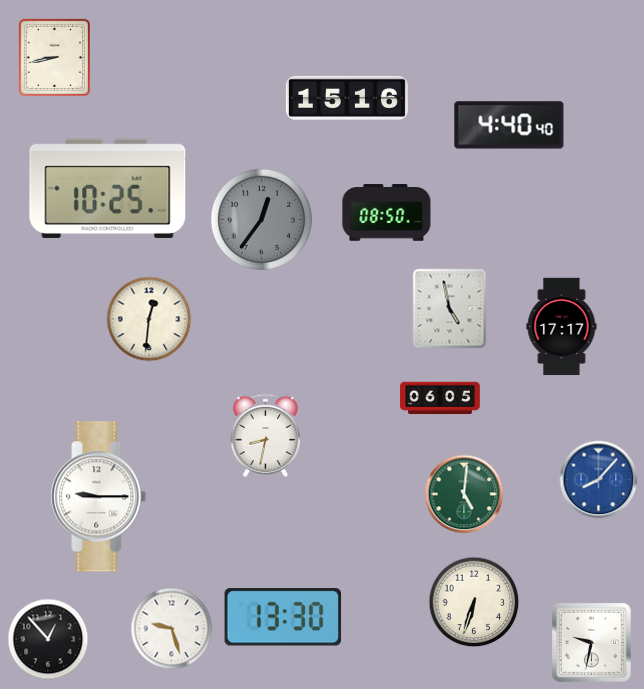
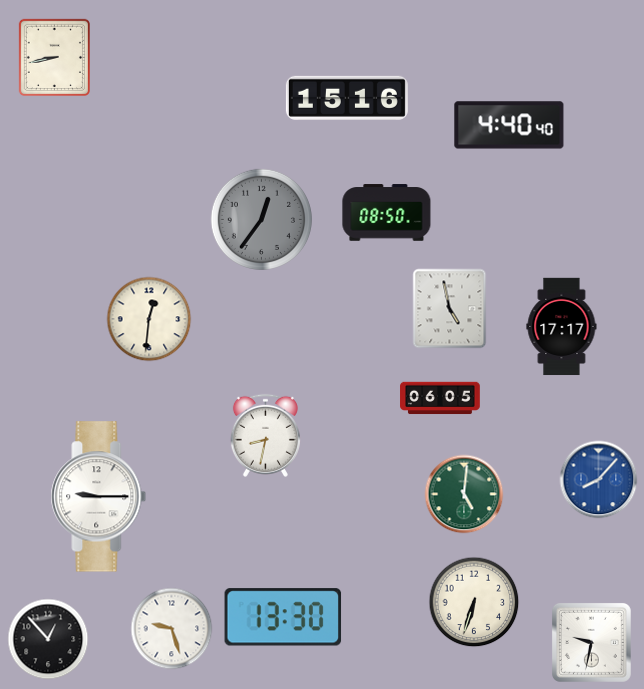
clock at (108, 188): 10:25 -> none
